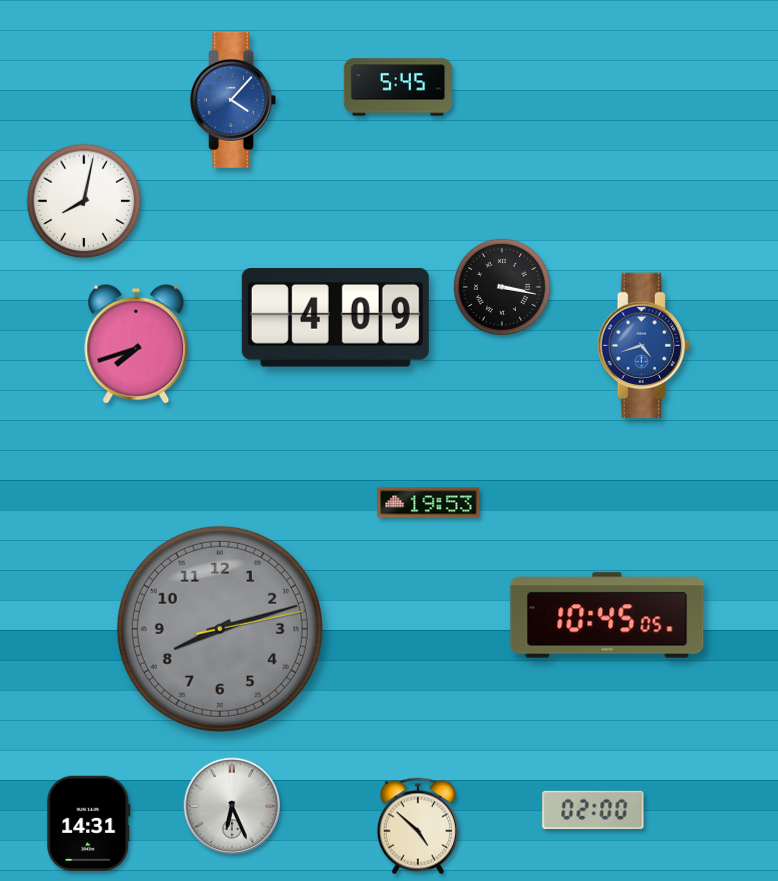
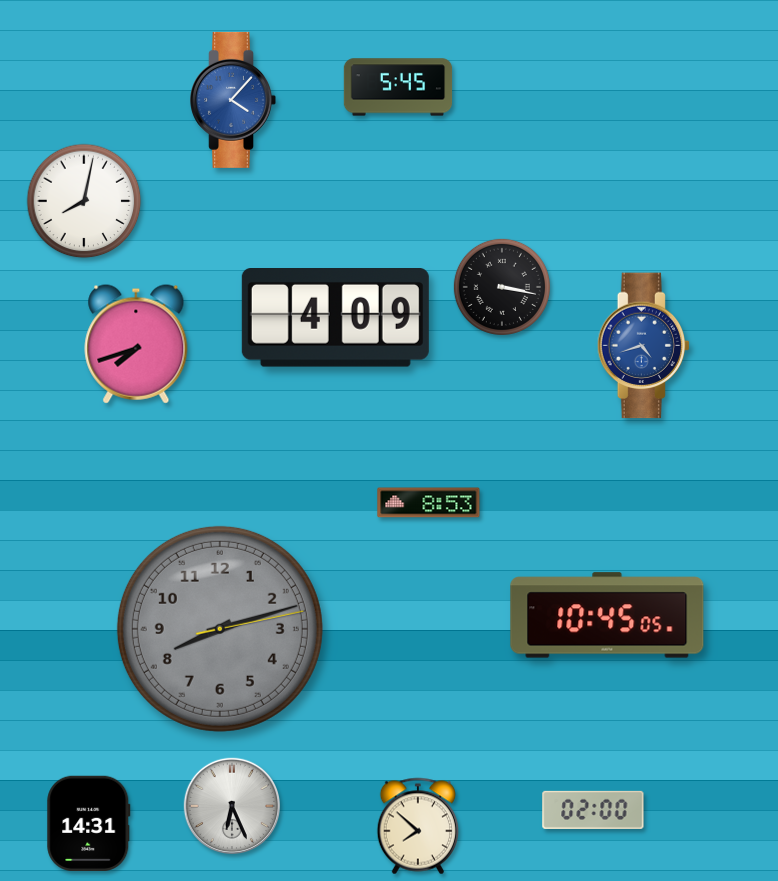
clock at (429, 503): 19:53 -> 8:53
clock at (418, 826): 4:52 -> 7:52
